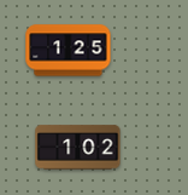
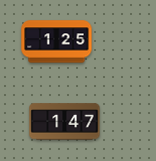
clock at (78, 148): 1:02 -> 1:47
